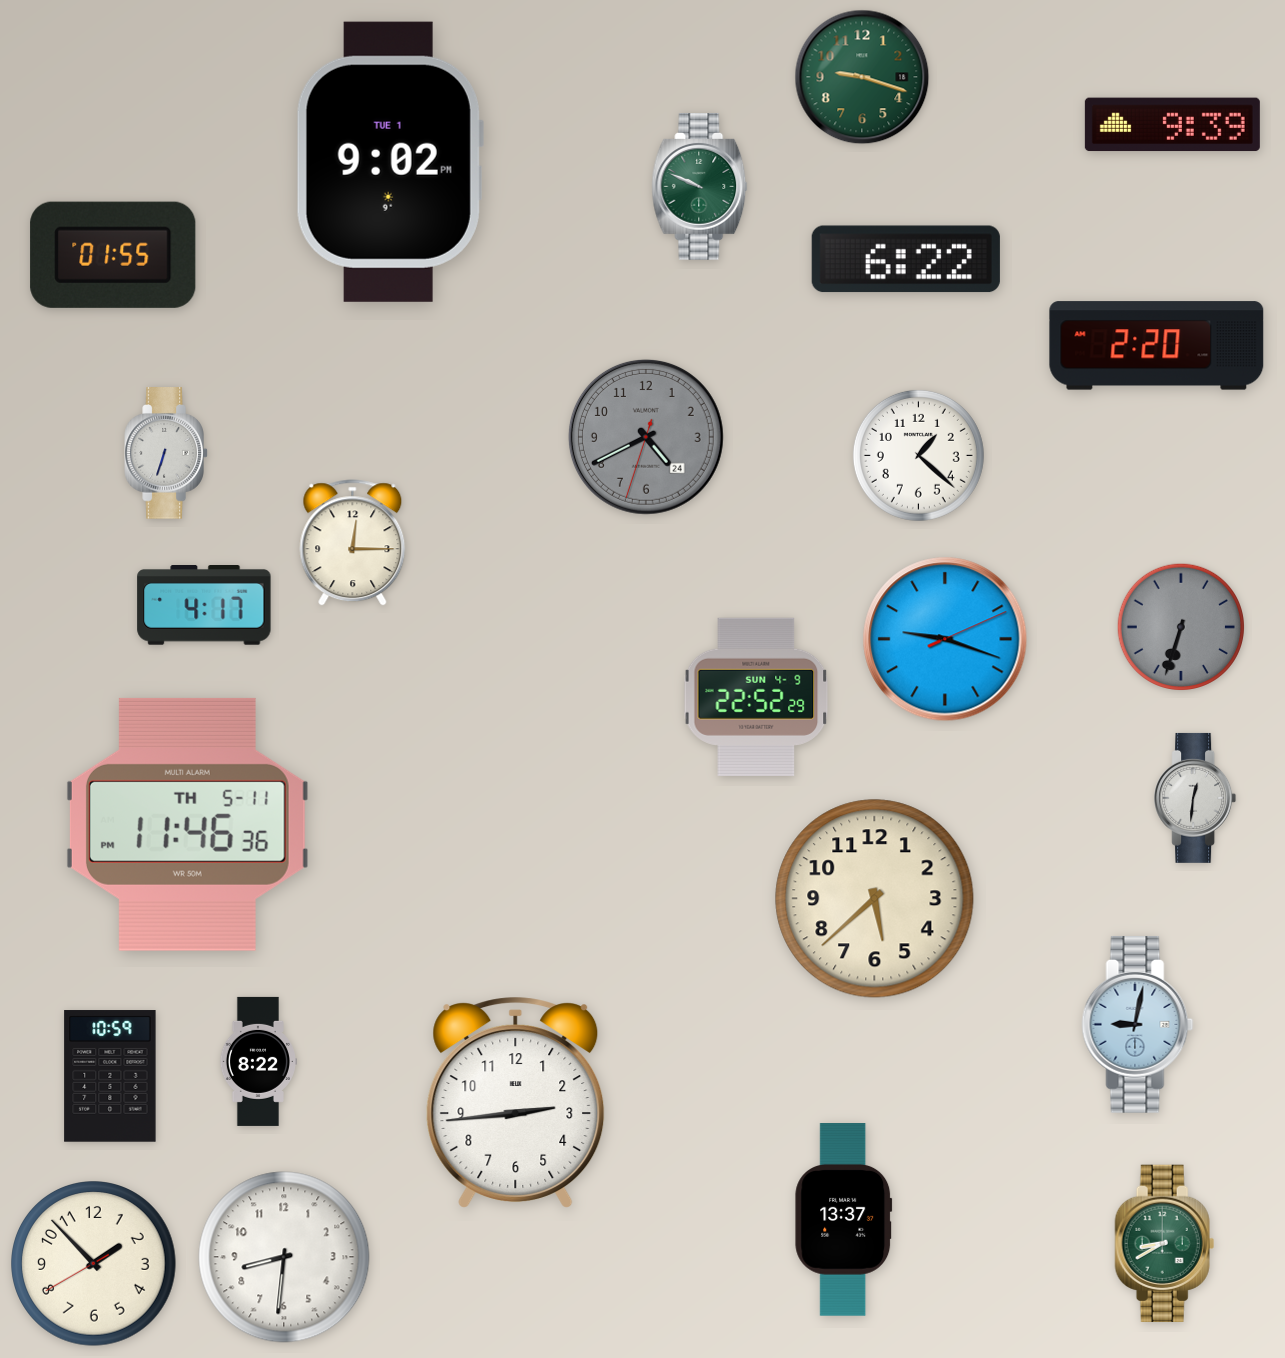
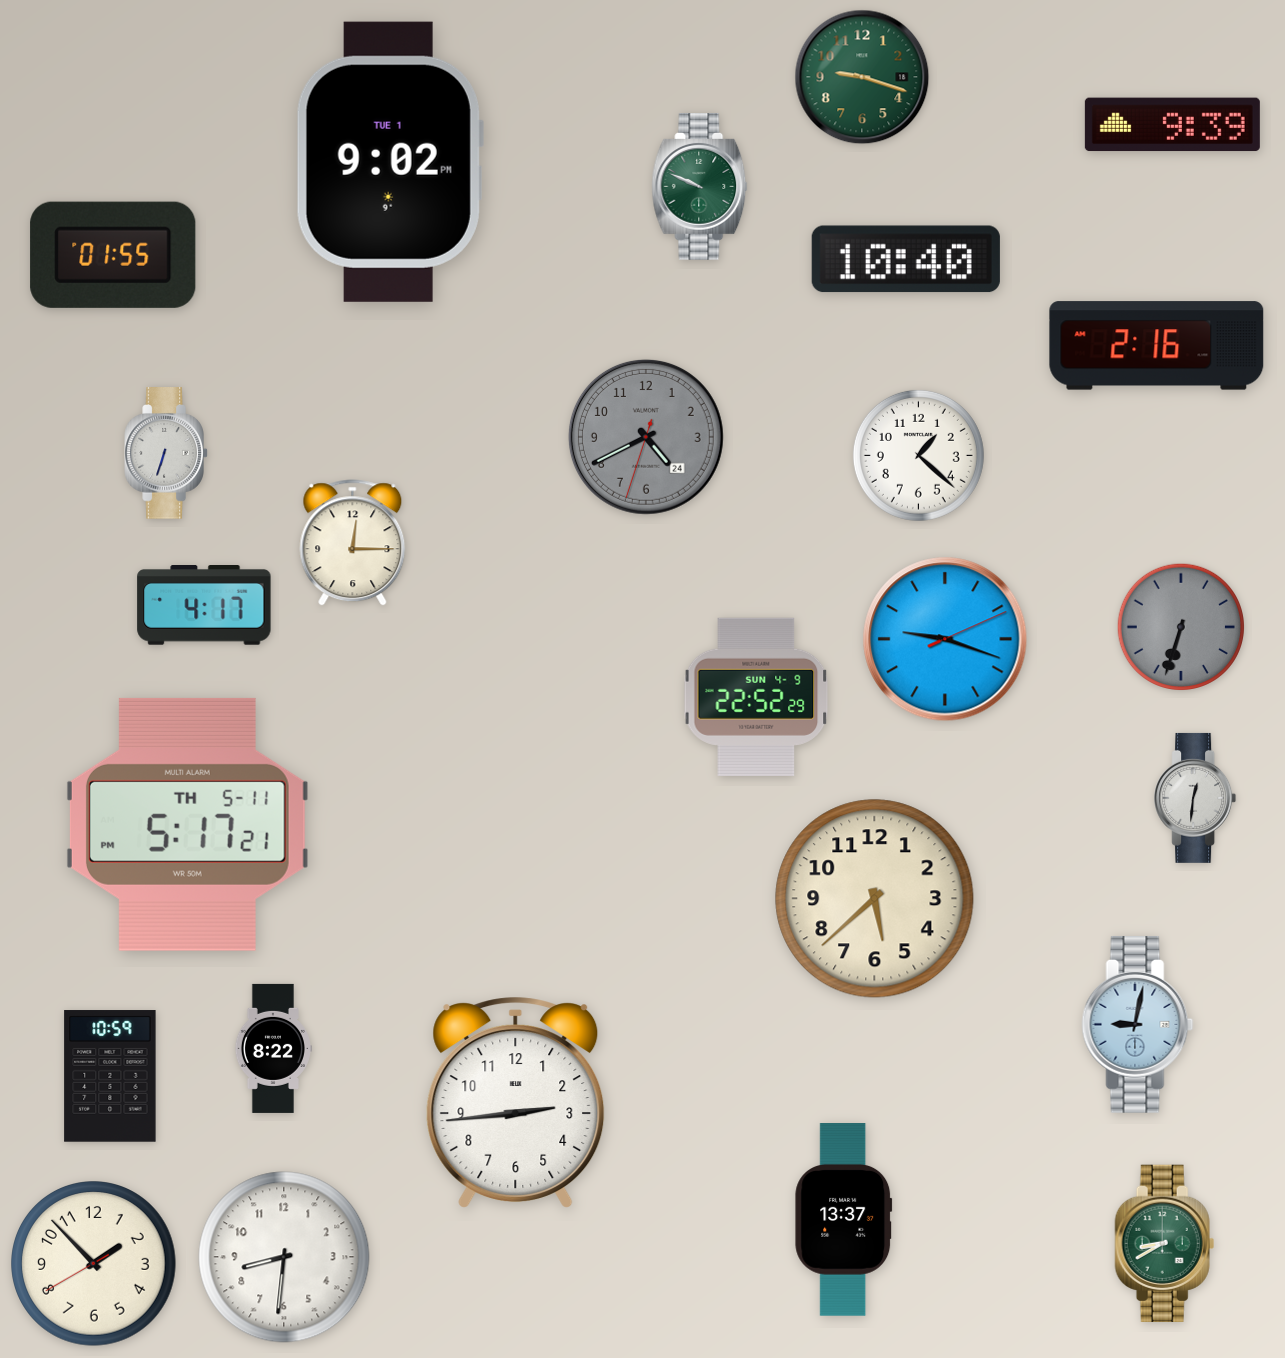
clock at (906, 259): 6:22 -> 10:40
clock at (1157, 346): 2:20 -> 2:16
clock at (187, 824): 11:46 -> 5:17
clock at (257, 1061) position: (257, 1061) -> (272, 1048)
